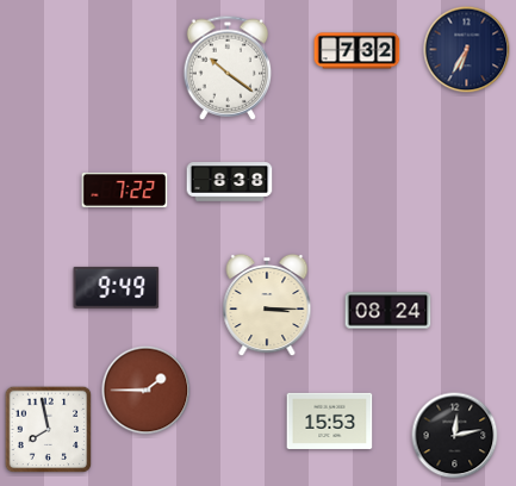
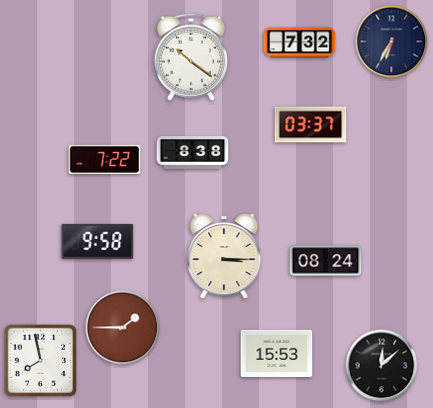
clock at (311, 125): none -> 03:37
clock at (117, 287): 9:49 -> 9:58
clock at (455, 436): 12:13 -> 12:08
